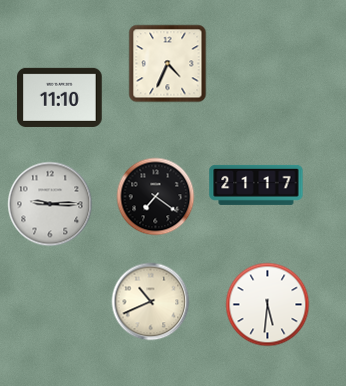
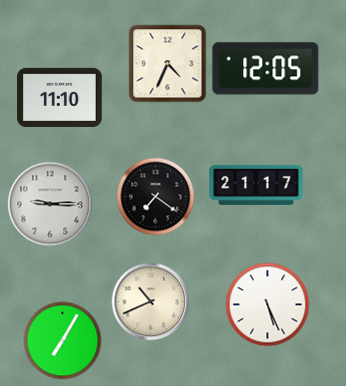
clock at (266, 69): none -> 12:05
clock at (267, 304): 5:31 -> 5:26
clock at (62, 340): none -> 7:05
